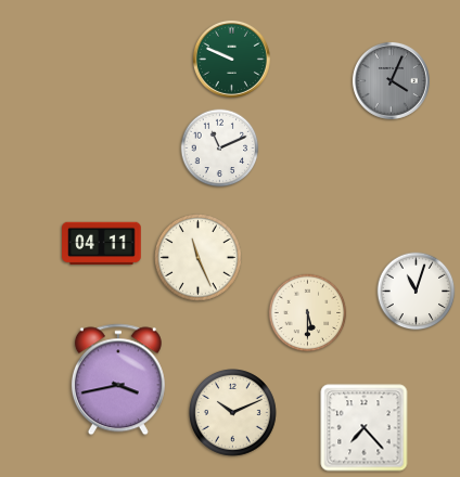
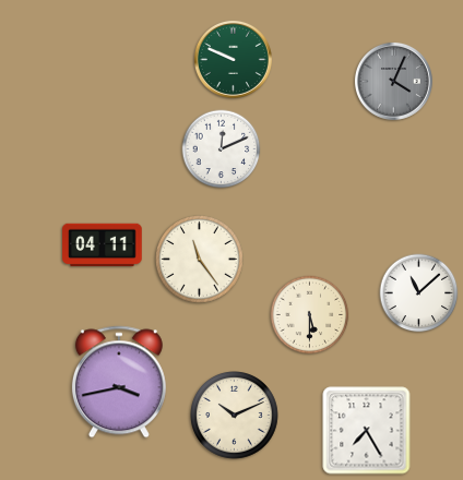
clock at (220, 149): 11:11 -> 12:11
clock at (199, 258): 11:26 -> 11:24
clock at (417, 292): 11:03 -> 11:08
clock at (365, 428): 7:23 -> 7:25
